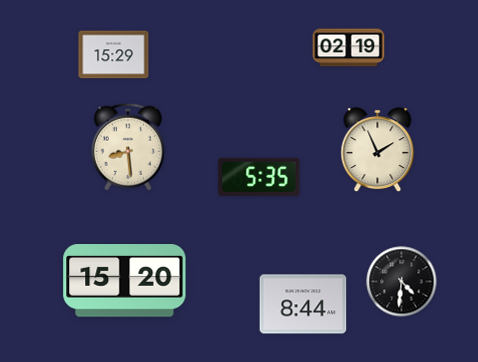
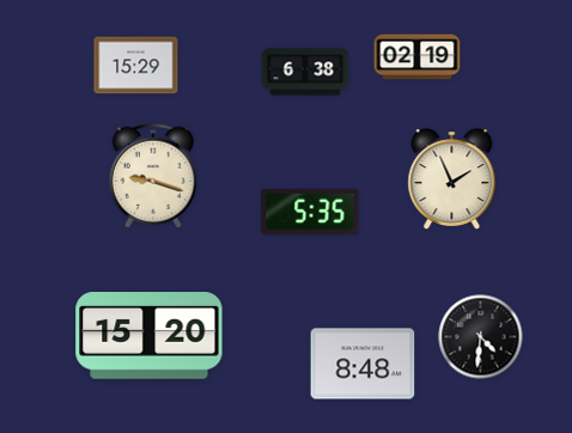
clock at (305, 72): none -> 6:38
clock at (128, 147): 8:29 -> 9:18
clock at (303, 304): 8:44 -> 8:48
